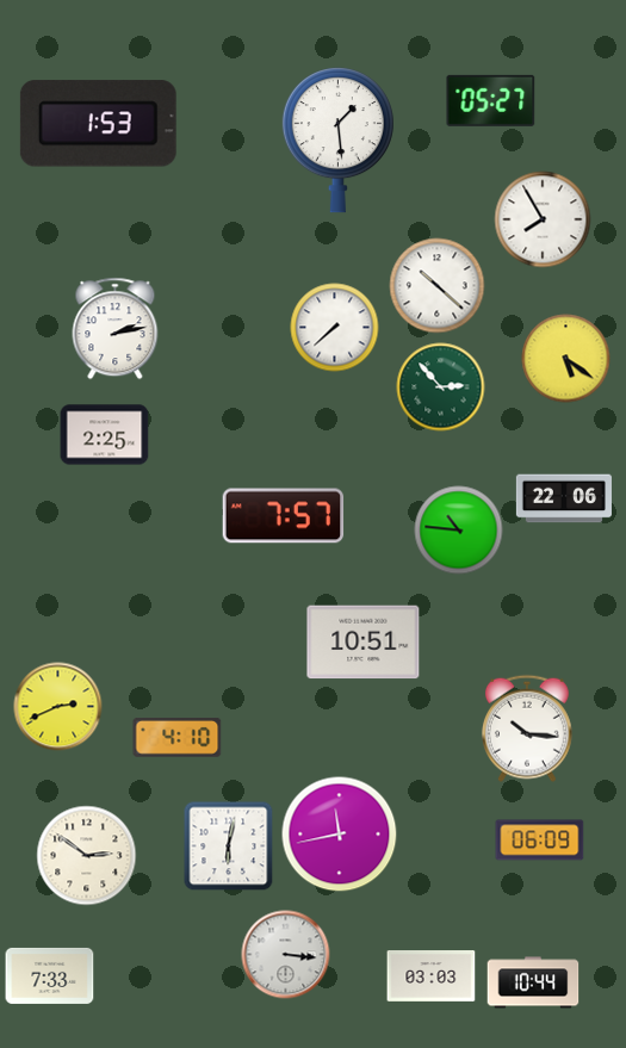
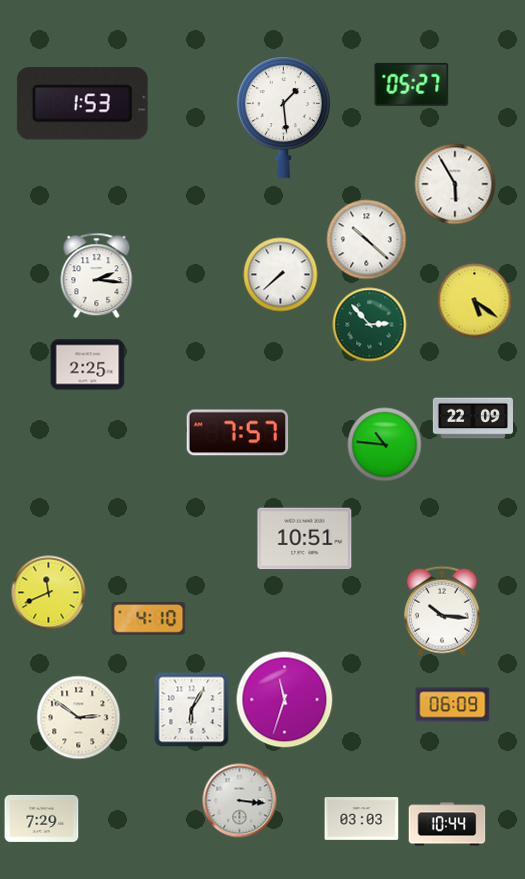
clock at (543, 219): 7:55 -> 5:55
clock at (116, 329): 2:13 -> 2:16
clock at (564, 498): 22:06 -> 22:09
clock at (58, 707): 2:41 -> 11:41
clock at (340, 835): 11:43 -> 11:33
clock at (229, 847): 6:02 -> 6:05
clock at (87, 856) position: (87, 856) -> (79, 718)
clock at (50, 975): 7:33 -> 7:29
